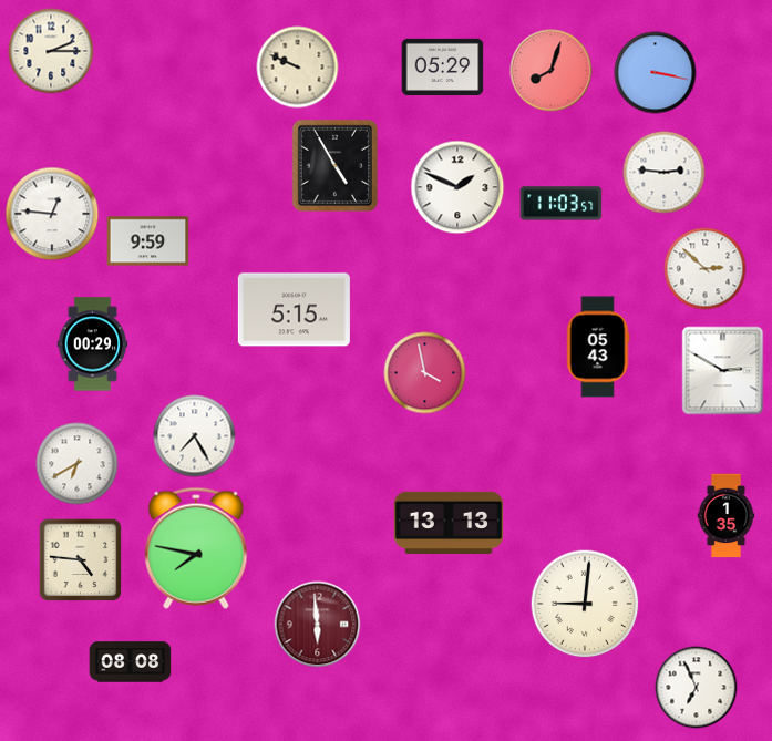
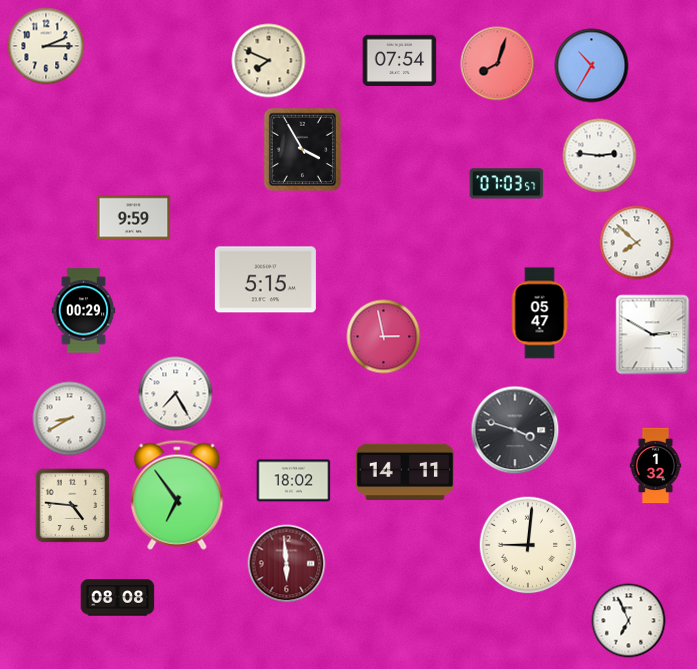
clock at (443, 66): 05:29 -> 07:54
clock at (298, 68): 9:49 -> 7:49
clock at (656, 73): 3:17 -> 10:35
clock at (334, 165): 4:55 -> 3:55
clock at (457, 187): 1:49 -> none
clock at (562, 204): 11:03 -> 07:03
clock at (52, 214): 12:46 -> none
clock at (706, 269): 2:52 -> 7:52
clock at (598, 347): 05:43 -> 05:47
clock at (425, 373): 3:58 -> 2:58
clock at (78, 464): 6:40 -> 8:40
clock at (515, 430): none -> 3:48
clock at (727, 516): 1:35 -> 1:32
clock at (449, 522): 13:13 -> 14:11
clock at (294, 481): none -> 18:02
clock at (196, 548): 7:47 -> 6:54
